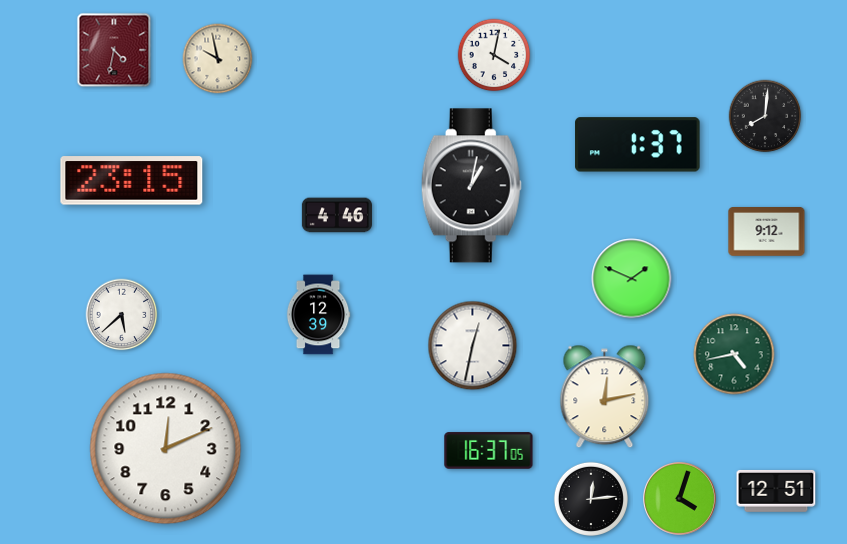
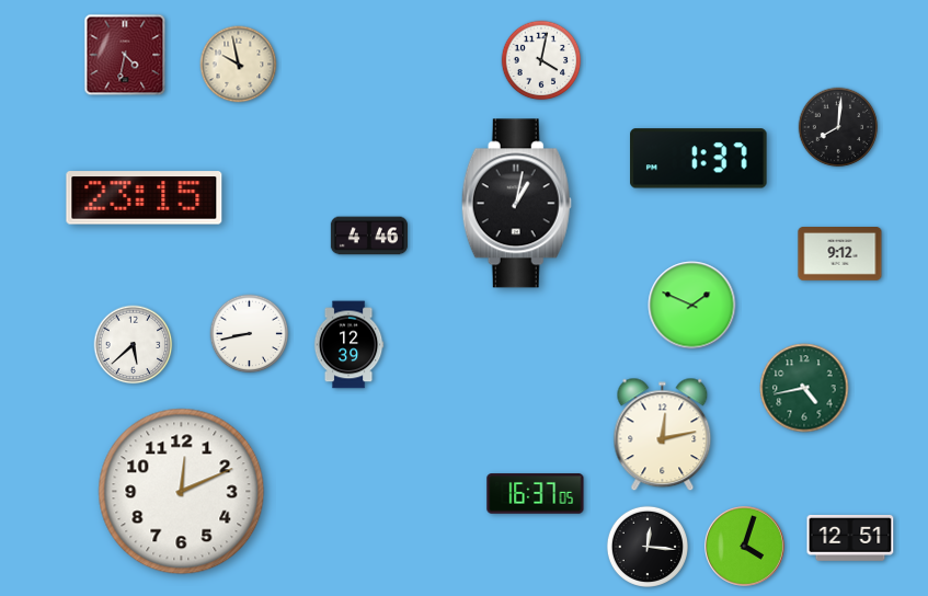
clock at (250, 334): none -> 8:43
clock at (473, 346): 12:32 -> none
clock at (590, 498): 12:14 -> 12:16
